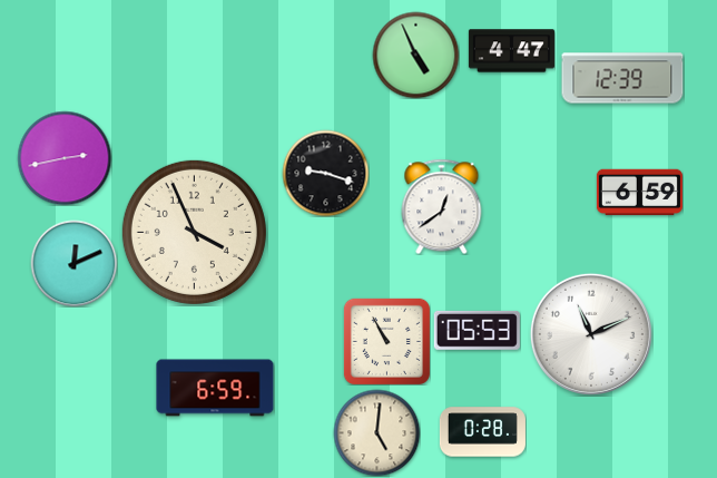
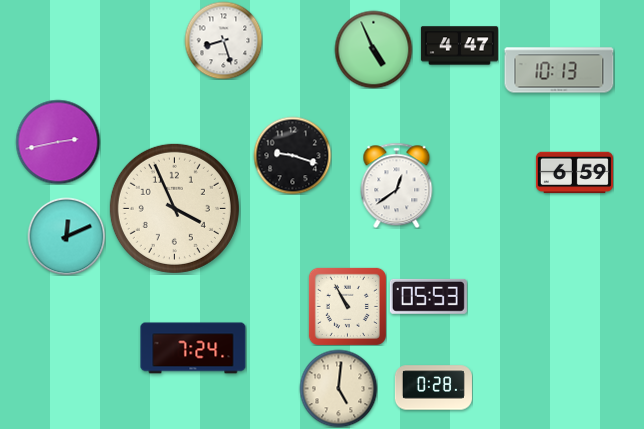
clock at (223, 40): none -> 8:27
clock at (622, 78): 12:39 -> 10:13
clock at (591, 334): 11:11 -> none
clock at (215, 388): 6:59 -> 7:24
